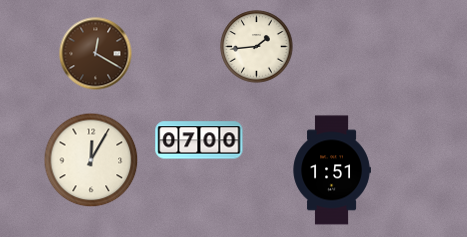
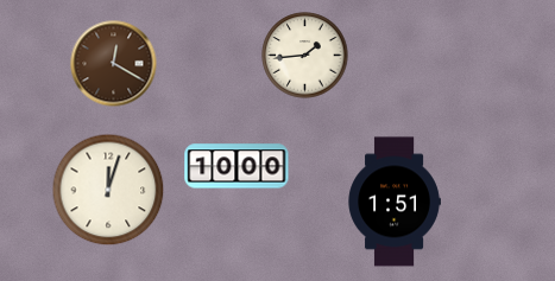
clock at (199, 140): 07:00 -> 10:00
clock at (91, 160): 12:05 -> 12:03
